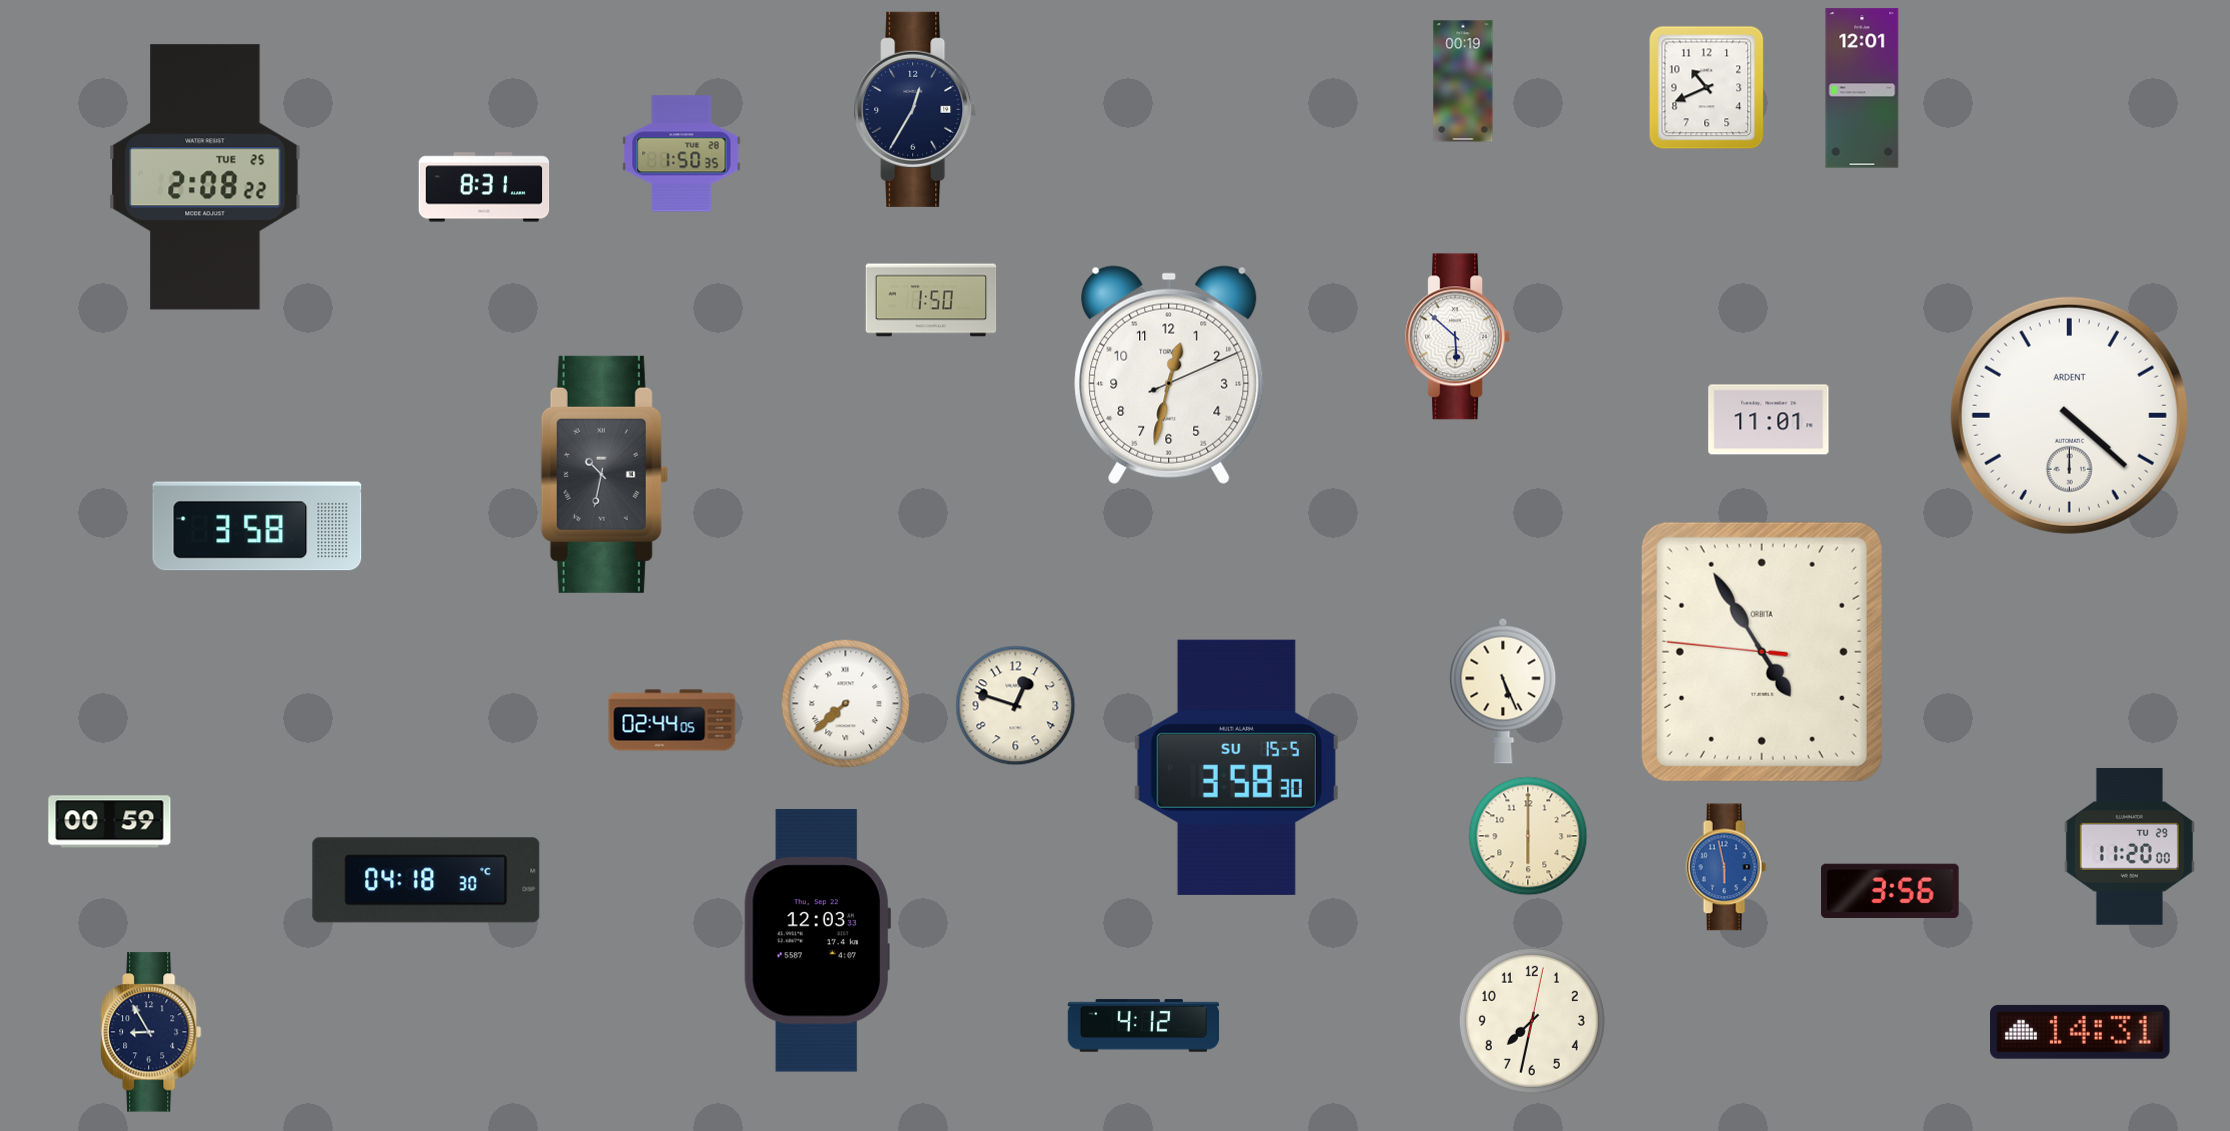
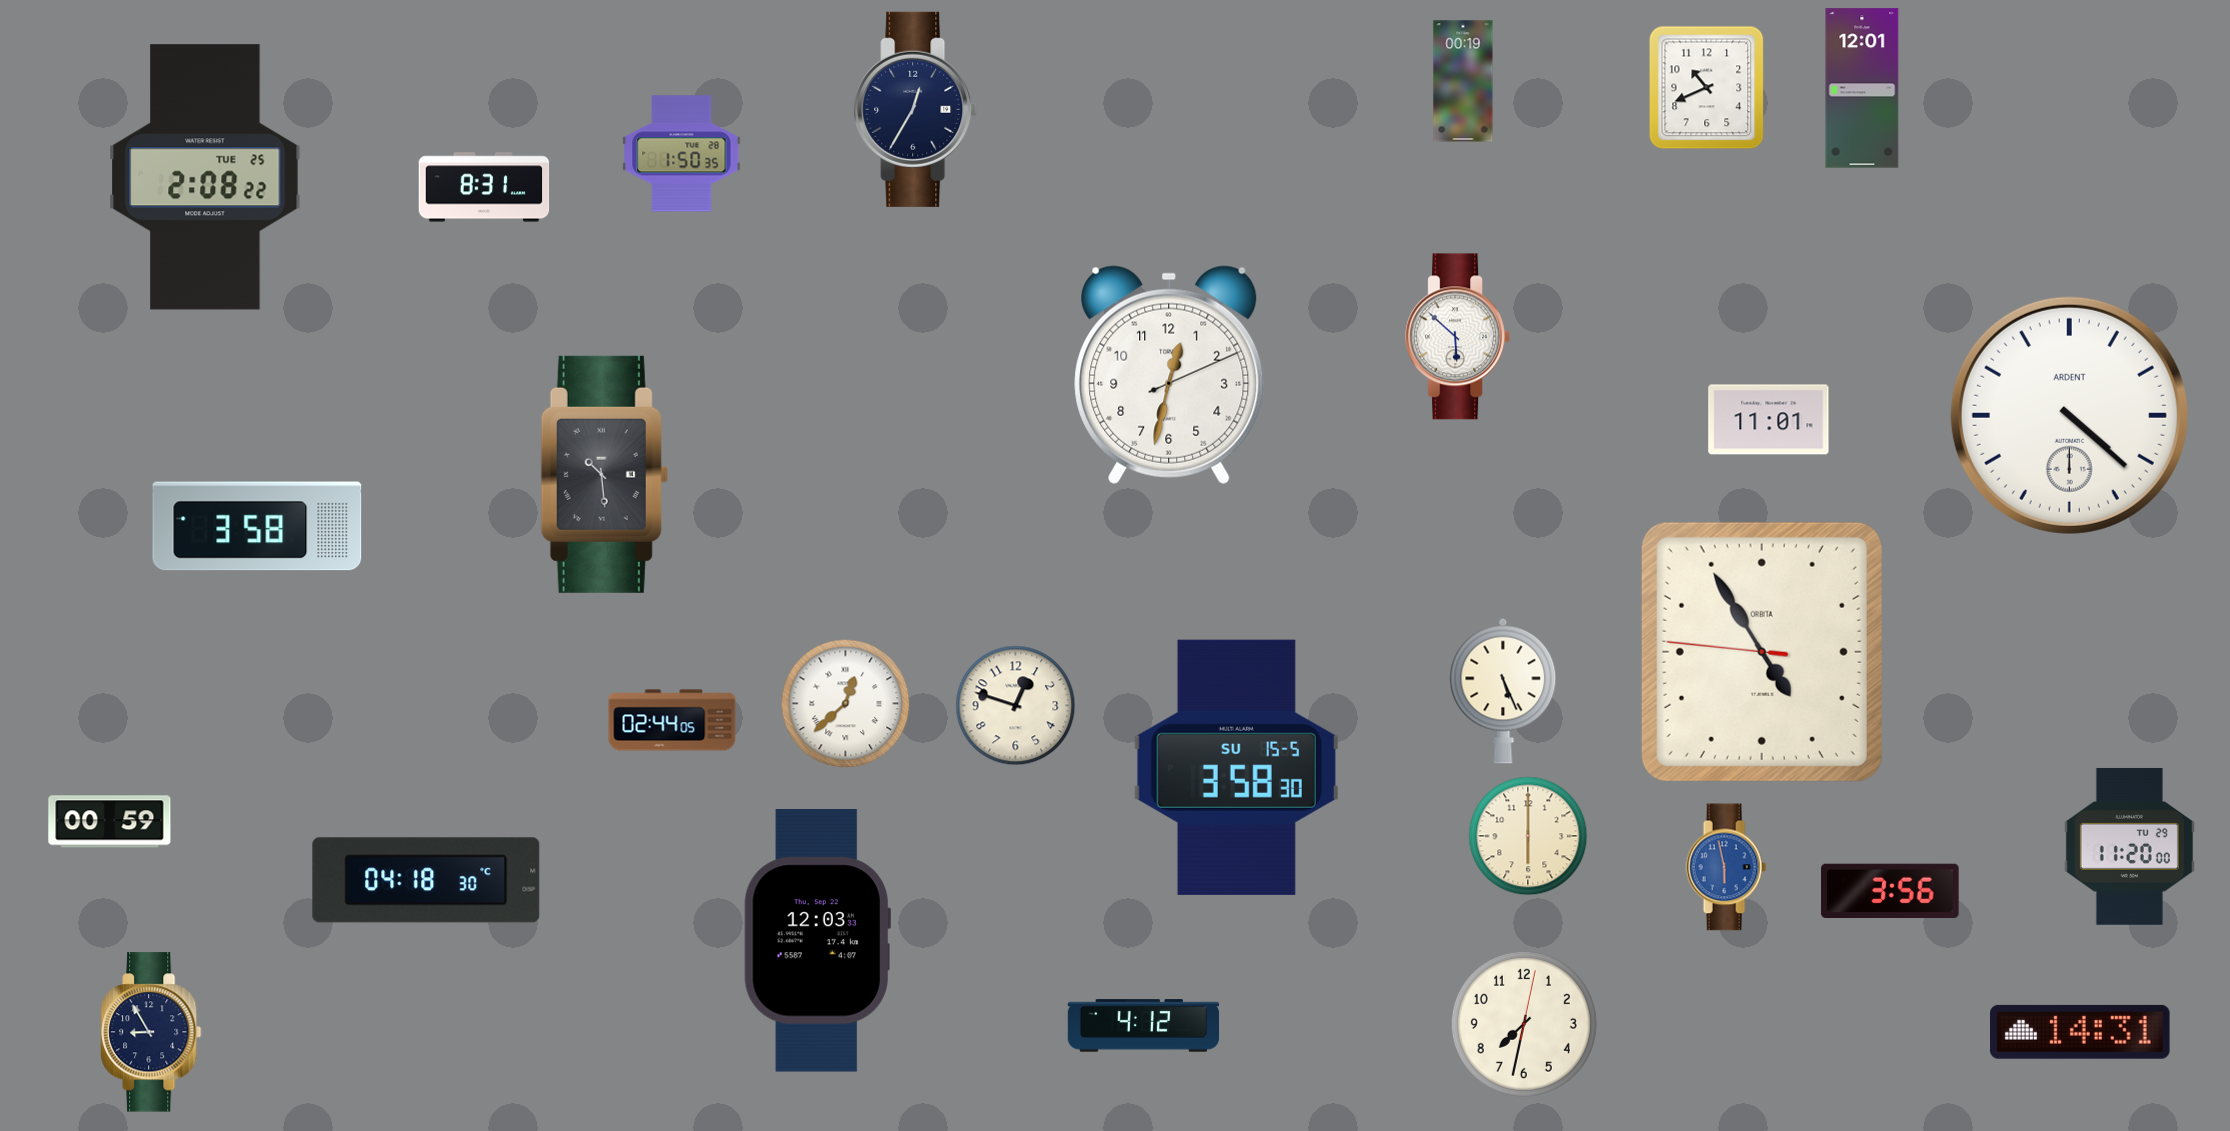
clock at (931, 300): 1:50 -> none
clock at (604, 474): 10:32 -> 10:29
clock at (846, 704): 7:38 -> 12:38
clock at (1532, 1021) position: (1532, 1021) -> (1524, 1024)
